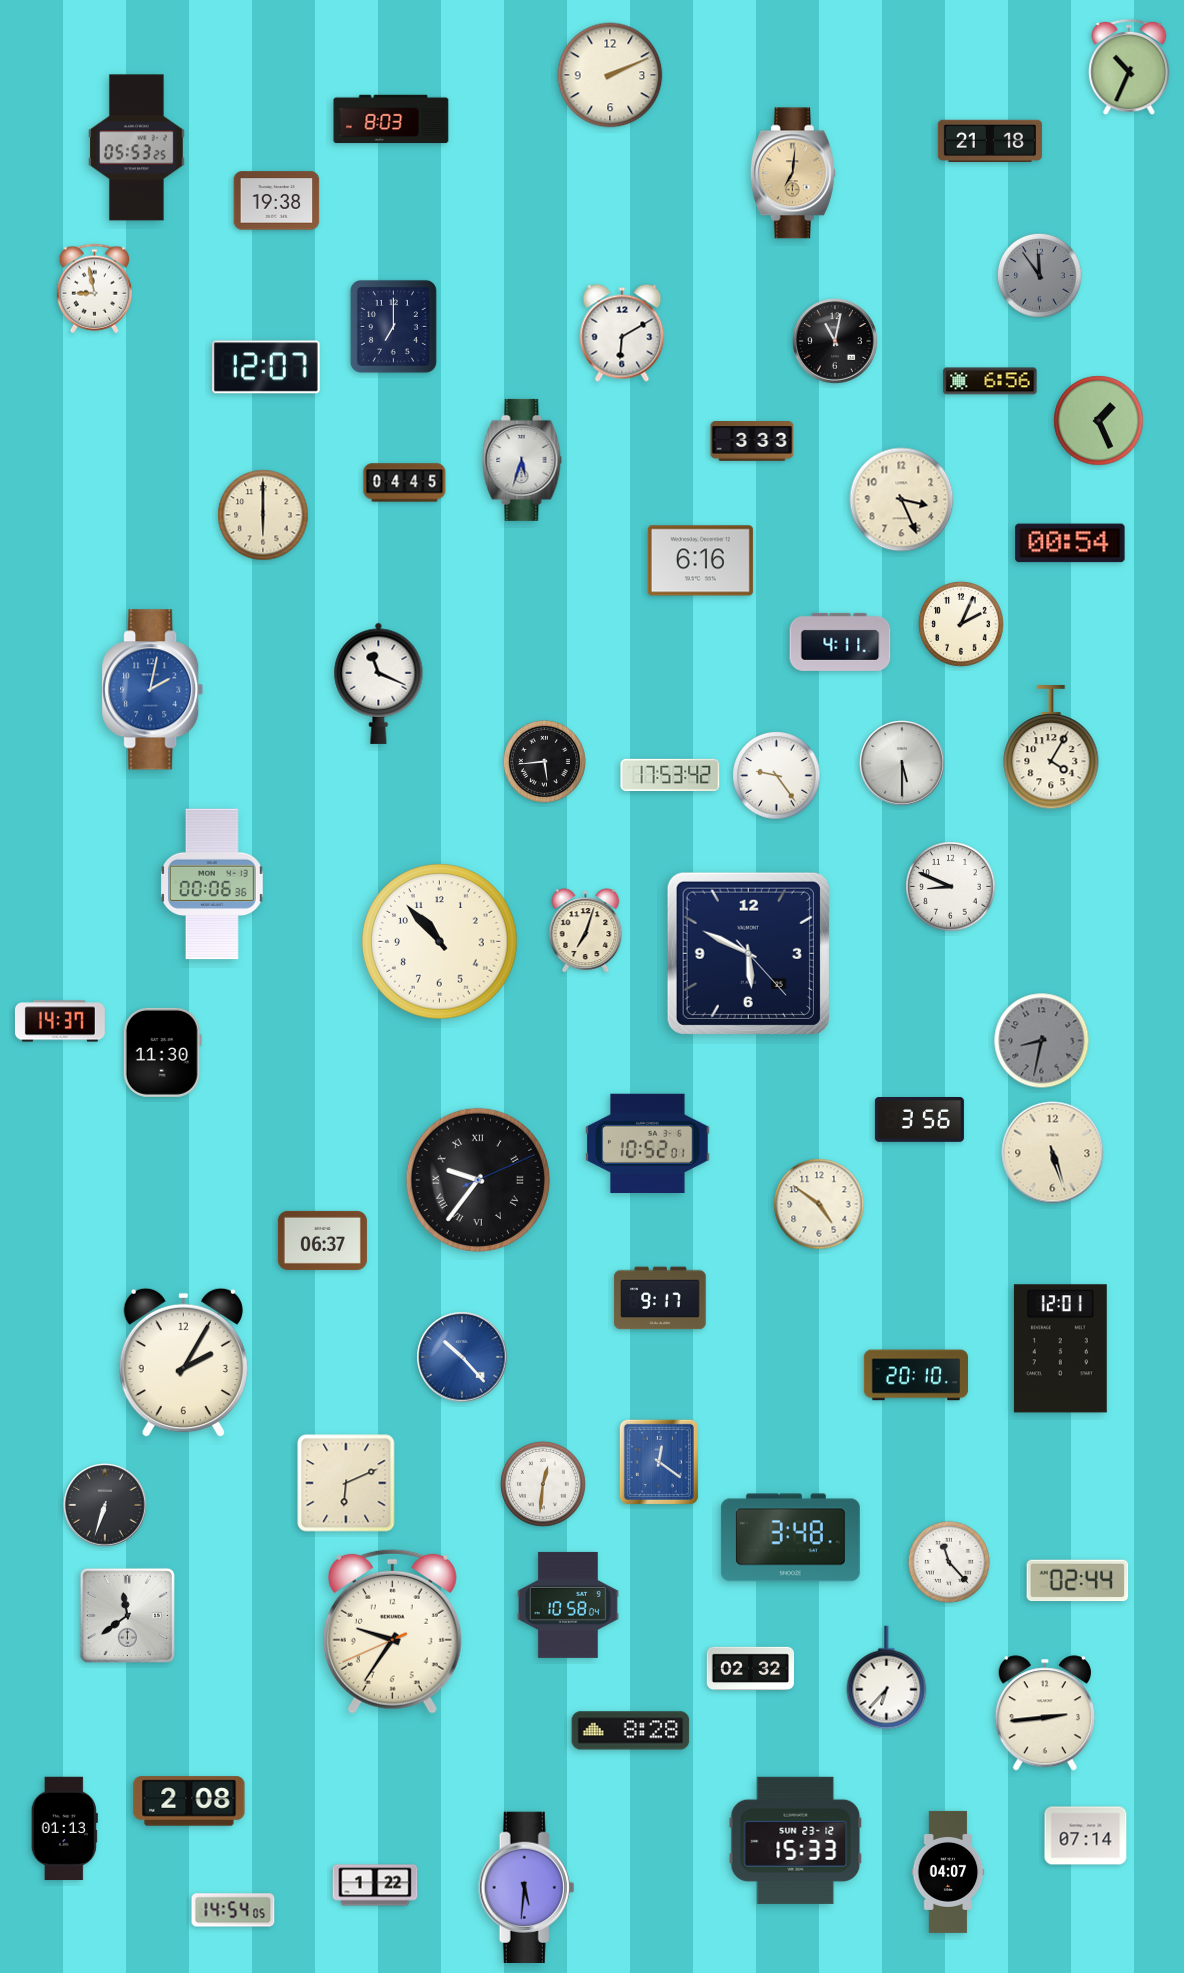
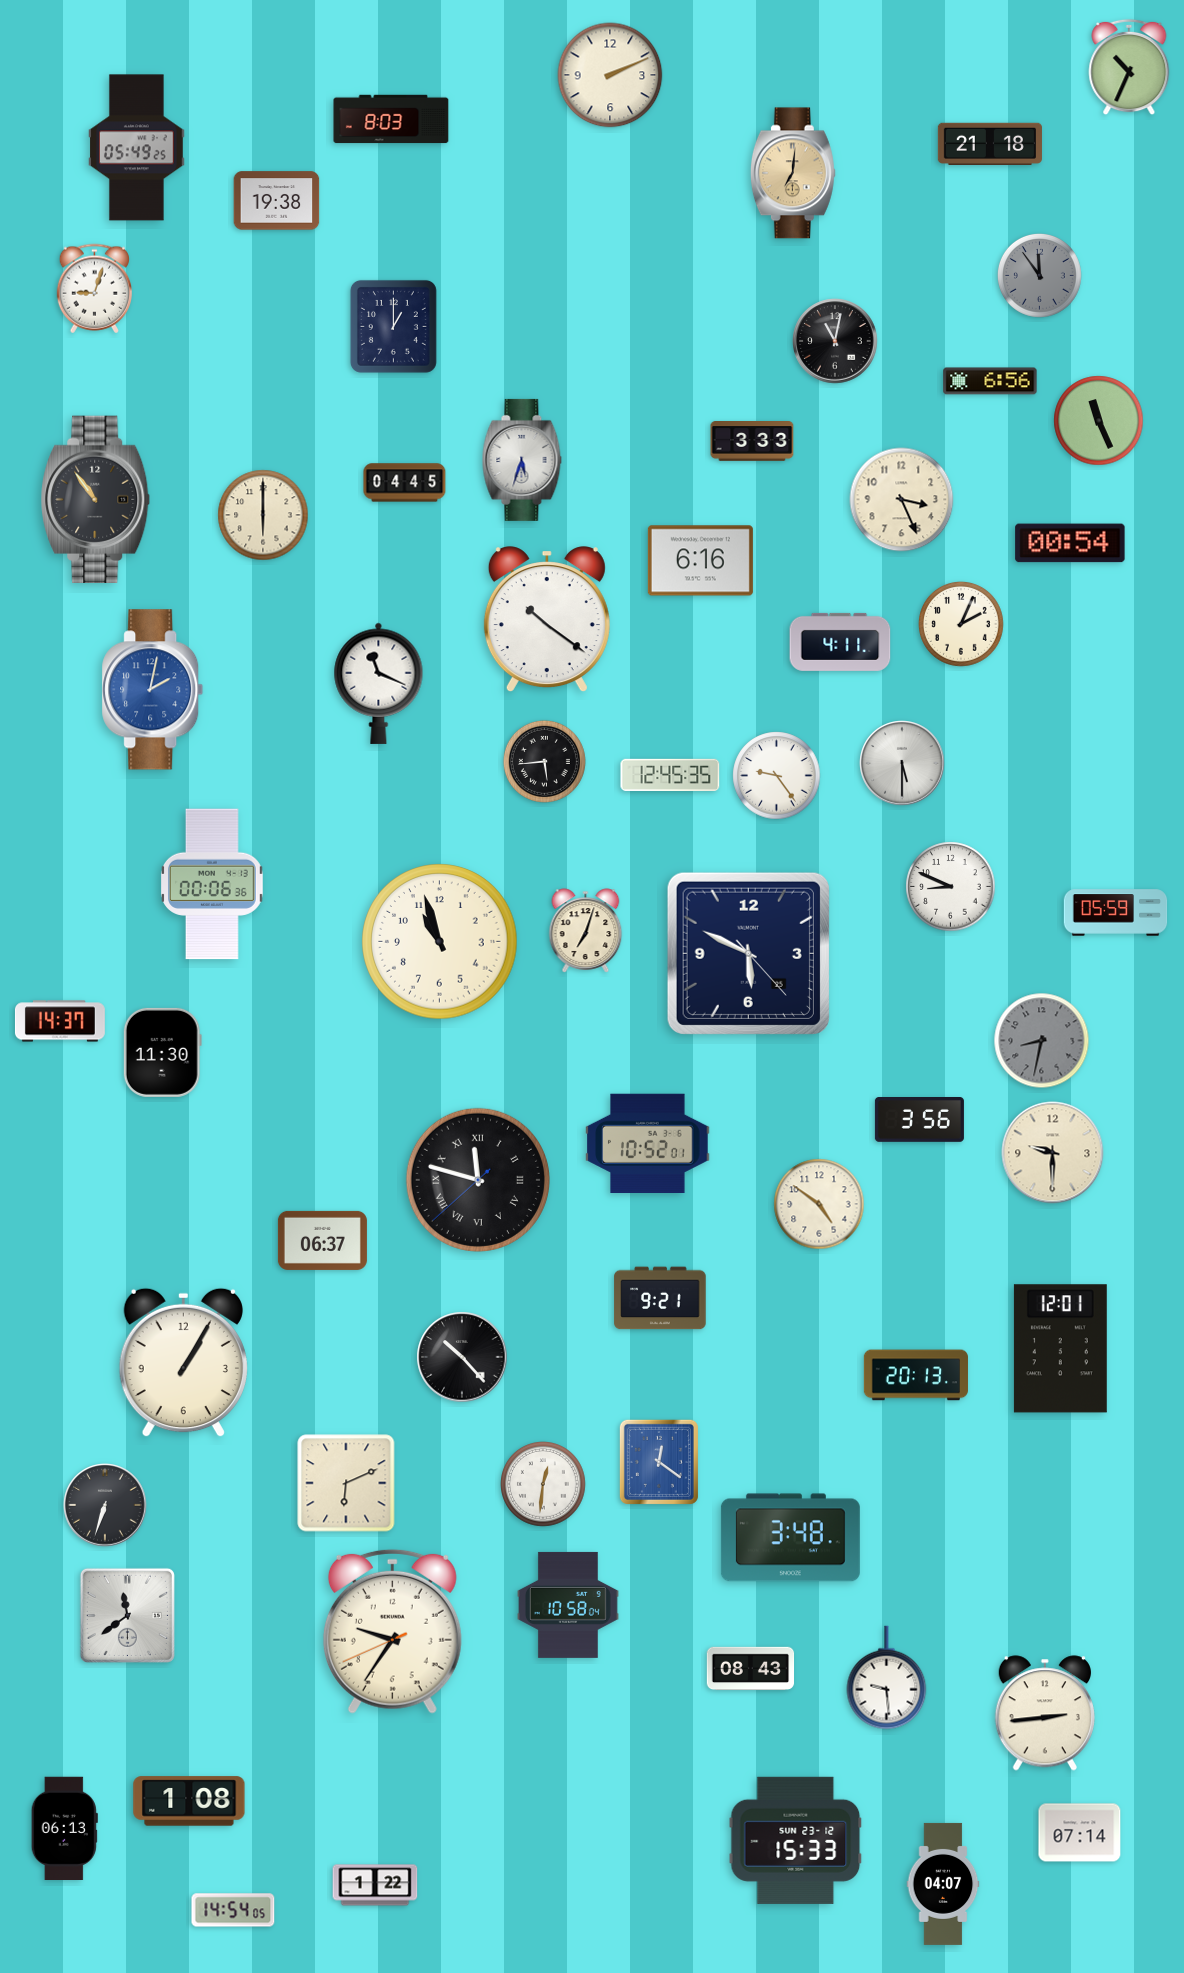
clock at (990, 140) position: (990, 140) -> (990, 143)
clock at (137, 148): 05:53 -> 05:49
clock at (94, 289): 8:58 -> 9:03
clock at (393, 326): 7:00 -> 1:00
clock at (622, 333): 6:10 -> none
clock at (267, 367): 12:07 -> none
clock at (1099, 421): 1:26 -> 11:26
clock at (96, 499): none -> 10:54
clock at (547, 620): none -> 10:21
clock at (1051, 748): 4:05 -> none
clock at (670, 774): 17:53 -> 12:45
clock at (1116, 913): none -> 05:59
clock at (440, 942): 10:53 -> 10:57
clock at (1053, 1153): 5:27 -> 9:30
clock at (478, 1180): 9:36 -> 11:47
clock at (660, 1298): 9:17 -> 9:21
clock at (462, 1357) dial: blue -> black
clock at (183, 1363): 2:05 -> 1:05
clock at (916, 1375): 20:10 -> 20:13
clock at (949, 1562): 11:23 -> none
clock at (1078, 1581): 02:44 -> none
clock at (751, 1669): 02:32 -> 08:43
clock at (887, 1678): 6:37 -> 9:29
clock at (631, 1731): 8:28 -> none
clock at (189, 1801): 2:08 -> 1:08
clock at (64, 1828): 01:13 -> 06:13
clock at (1086, 1836) position: (1086, 1836) -> (1080, 1833)
clock at (948, 1872) position: (948, 1872) -> (943, 1884)
clock at (527, 1887): 5:31 -> none
